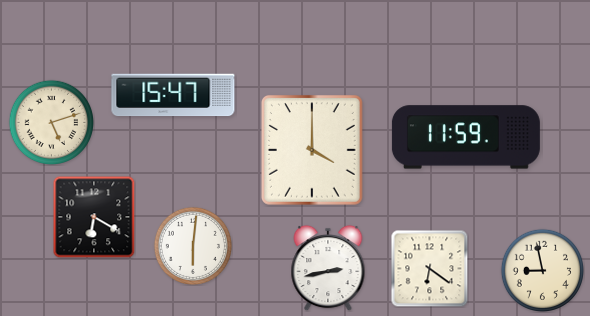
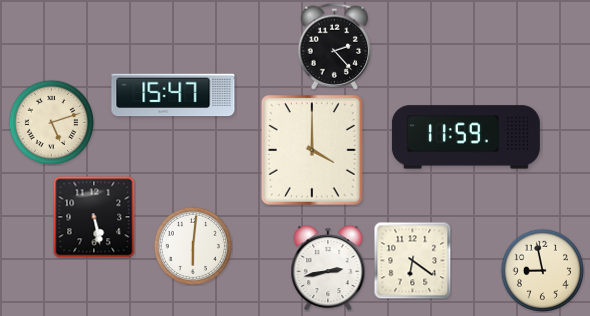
clock at (335, 46): none -> 2:23
clock at (94, 217): 6:20 -> 5:28
clock at (429, 268) position: (429, 268) -> (412, 260)
